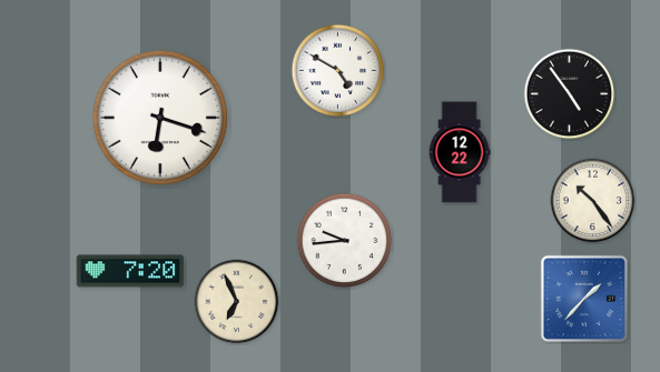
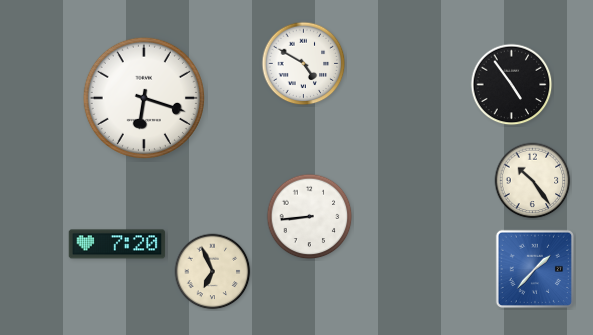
clock at (160, 118) position: (160, 118) -> (144, 98)
clock at (460, 152): 12:22 -> none
clock at (345, 241): 9:44 -> 8:44
clock at (583, 298) position: (583, 298) -> (534, 268)
